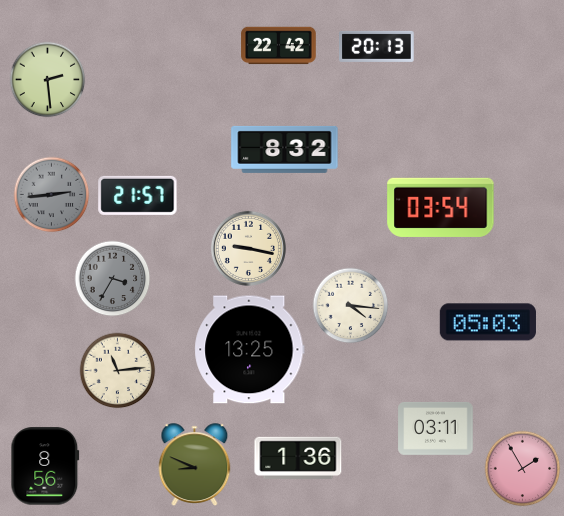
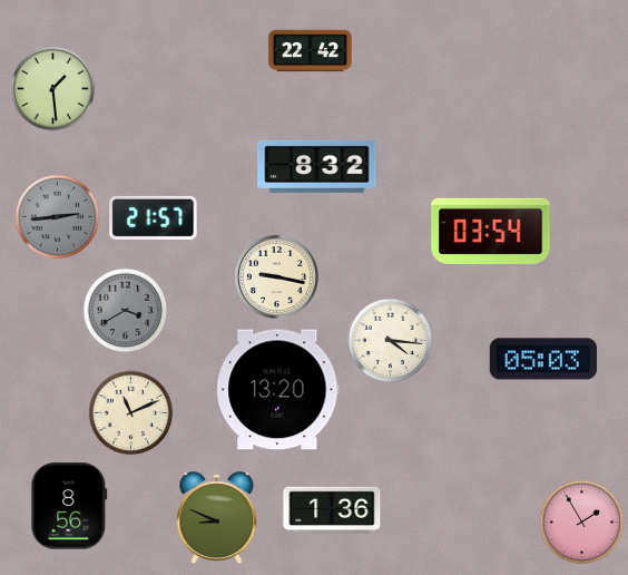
clock at (377, 46): 20:13 -> none
clock at (48, 80): 2:29 -> 1:29
clock at (113, 279): 3:35 -> 3:40
clock at (250, 350): 13:25 -> 13:20
clock at (118, 371): 11:14 -> 11:11
clock at (436, 429): 03:11 -> none
clock at (45, 466) position: (45, 466) -> (69, 506)
